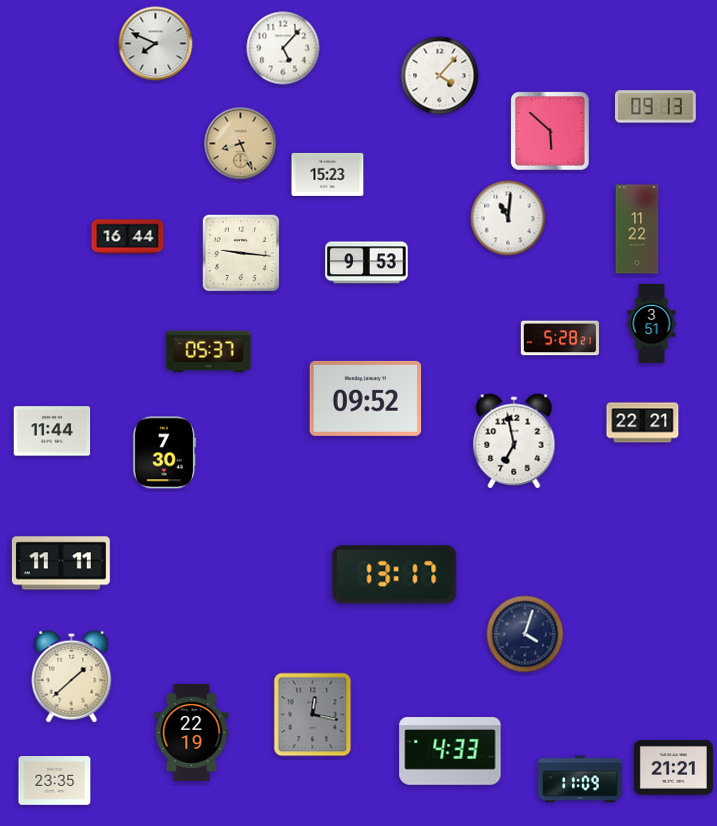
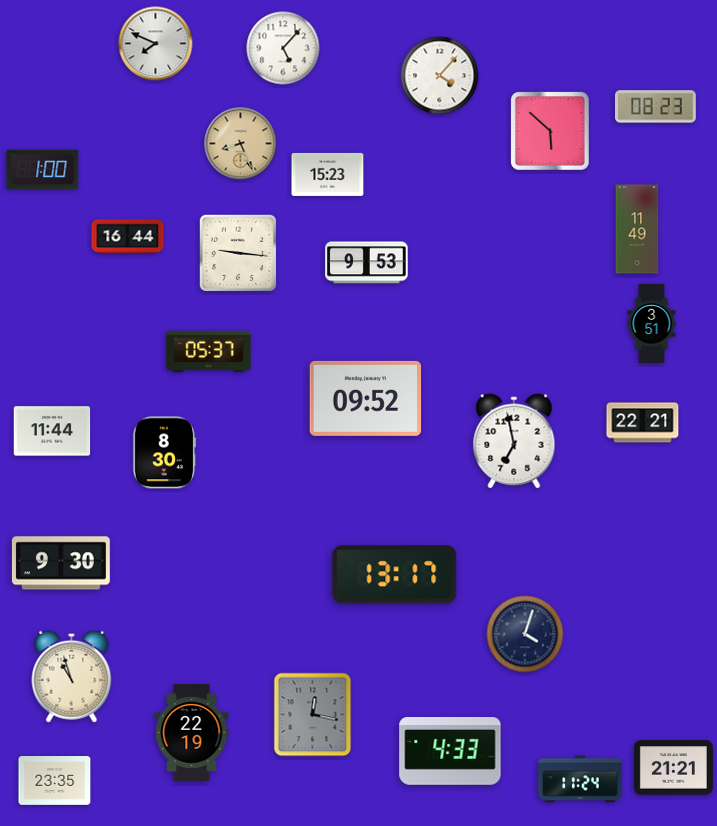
clock at (656, 107): 09:13 -> 08:23
clock at (43, 170): none -> 1:00
clock at (508, 218): 11:01 -> none
clock at (637, 229): 11:22 -> 11:49
clock at (241, 253) position: (241, 253) -> (238, 253)
clock at (560, 338): 5:28 -> none
clock at (165, 453): 7:30 -> 8:30
clock at (61, 563): 11:11 -> 9:30
clock at (72, 676): 1:38 -> 10:57
clock at (580, 779): 11:09 -> 11:24
